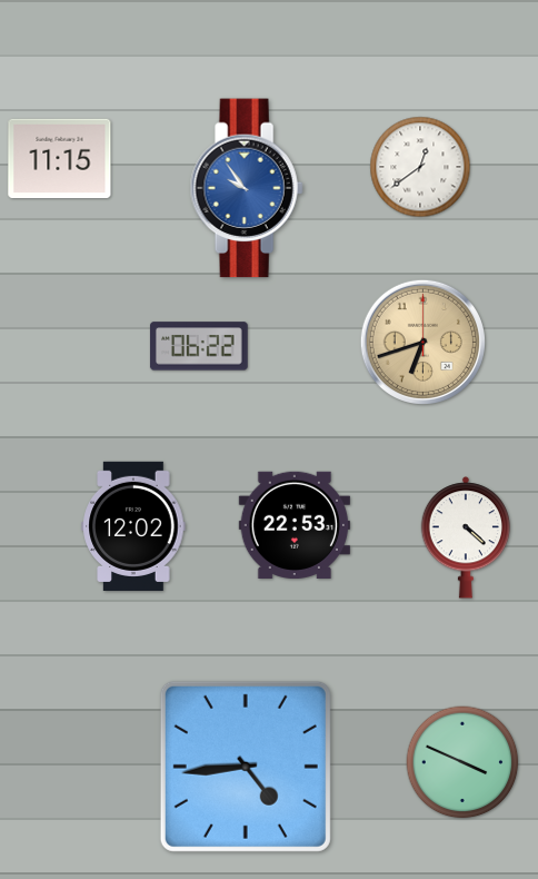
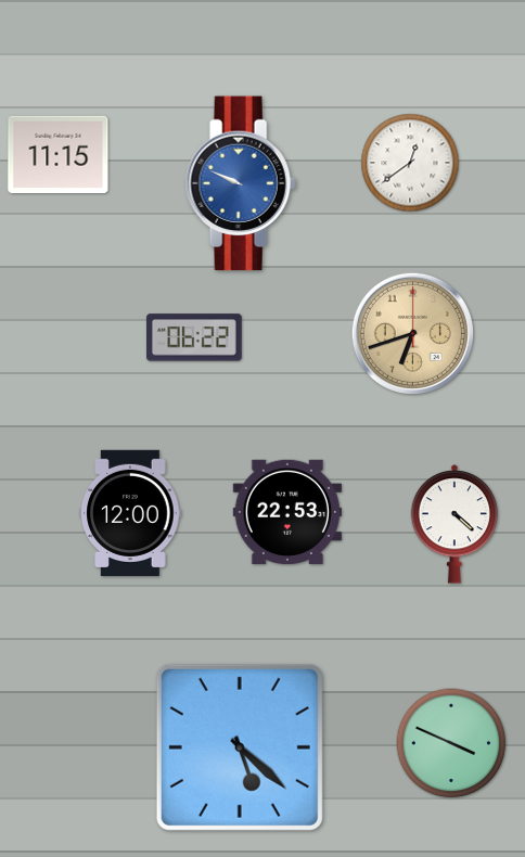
clock at (247, 188): 9:54 -> 9:49
clock at (133, 526): 12:02 -> 12:00
clock at (246, 767): 4:44 -> 5:22
